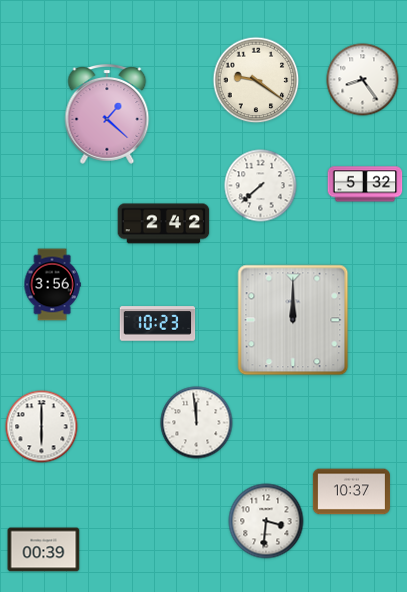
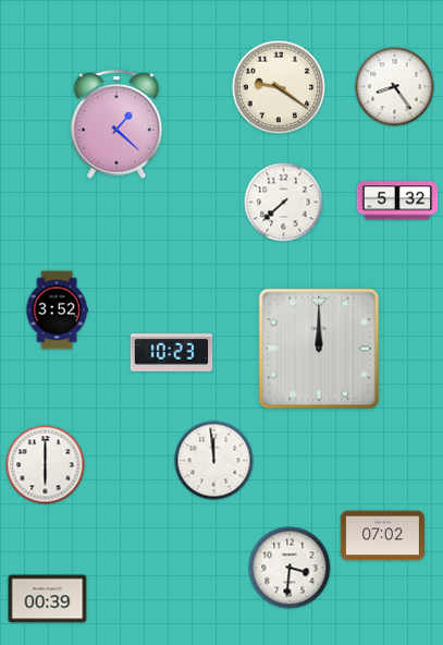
clock at (164, 224): 2:42 -> none
clock at (52, 285): 3:56 -> 3:52
clock at (351, 492): 10:37 -> 07:02
